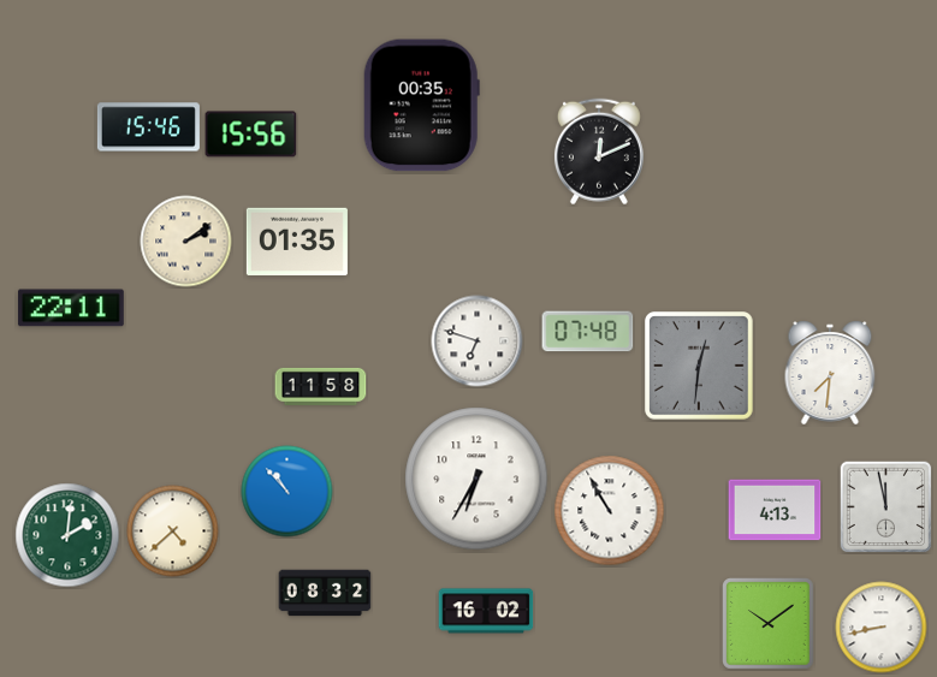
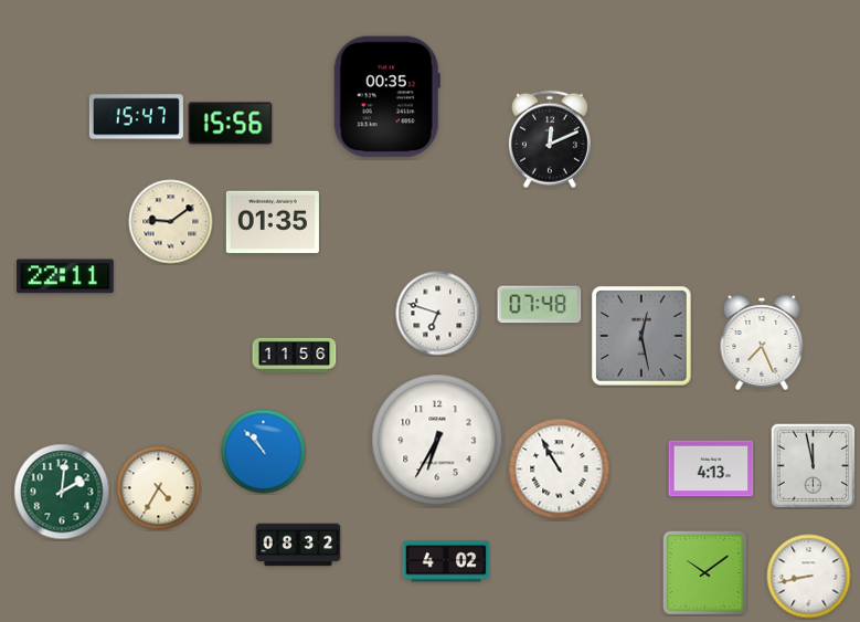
clock at (148, 127): 15:46 -> 15:47
clock at (186, 242): 2:09 -> 9:09
clock at (71, 308) position: (71, 308) -> (65, 276)
clock at (699, 366): 12:31 -> 12:28
clock at (830, 373): 7:31 -> 7:26
clock at (321, 386): 11:58 -> 11:56
clock at (173, 531): 4:38 -> 4:35
clock at (486, 611): 16:02 -> 4:02
